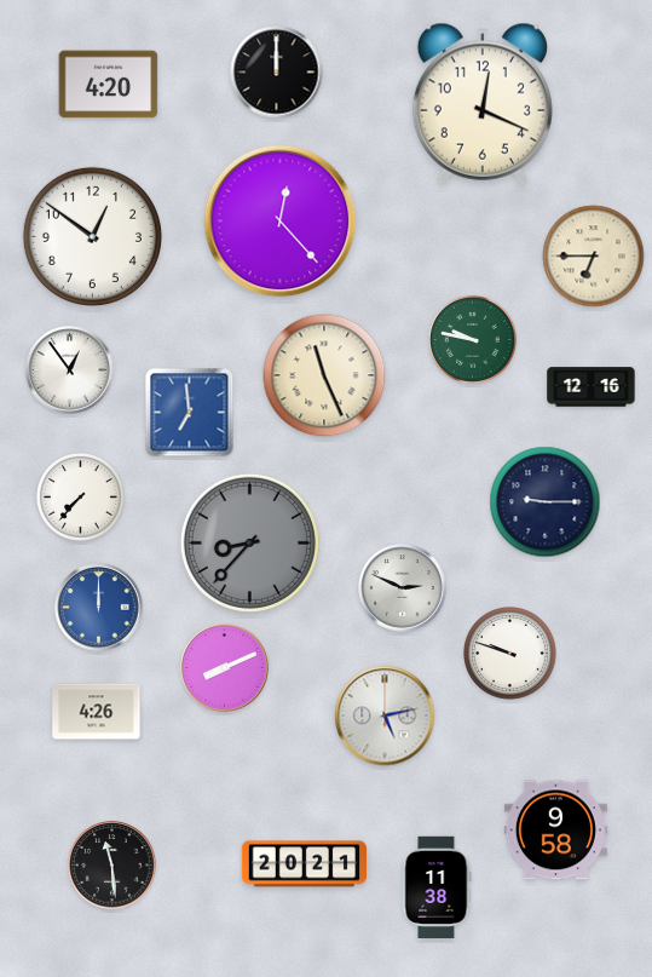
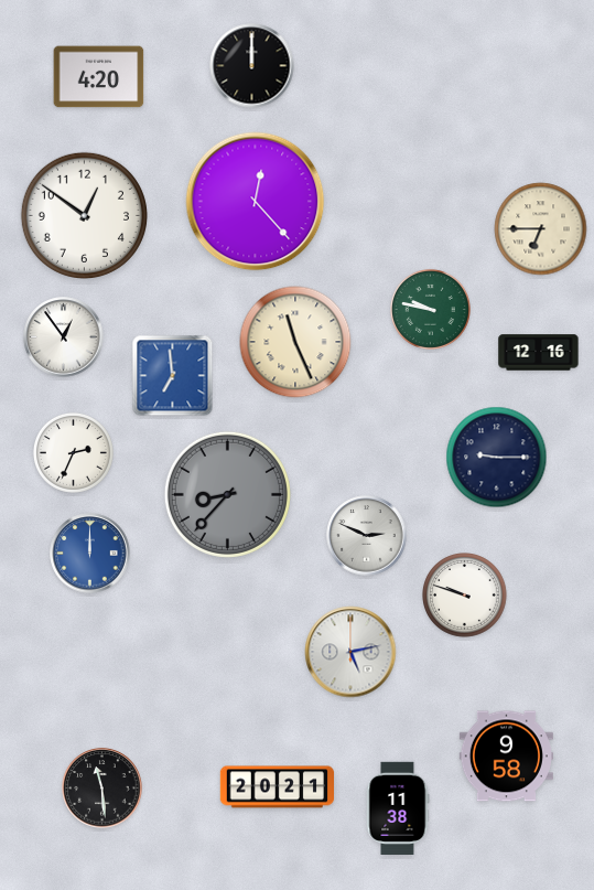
clock at (483, 104): 12:19 -> none
clock at (594, 257) position: (594, 257) -> (541, 229)
clock at (80, 496): 7:37 -> 2:34
clock at (225, 668): 8:11 -> none
clock at (97, 712): 4:26 -> none
